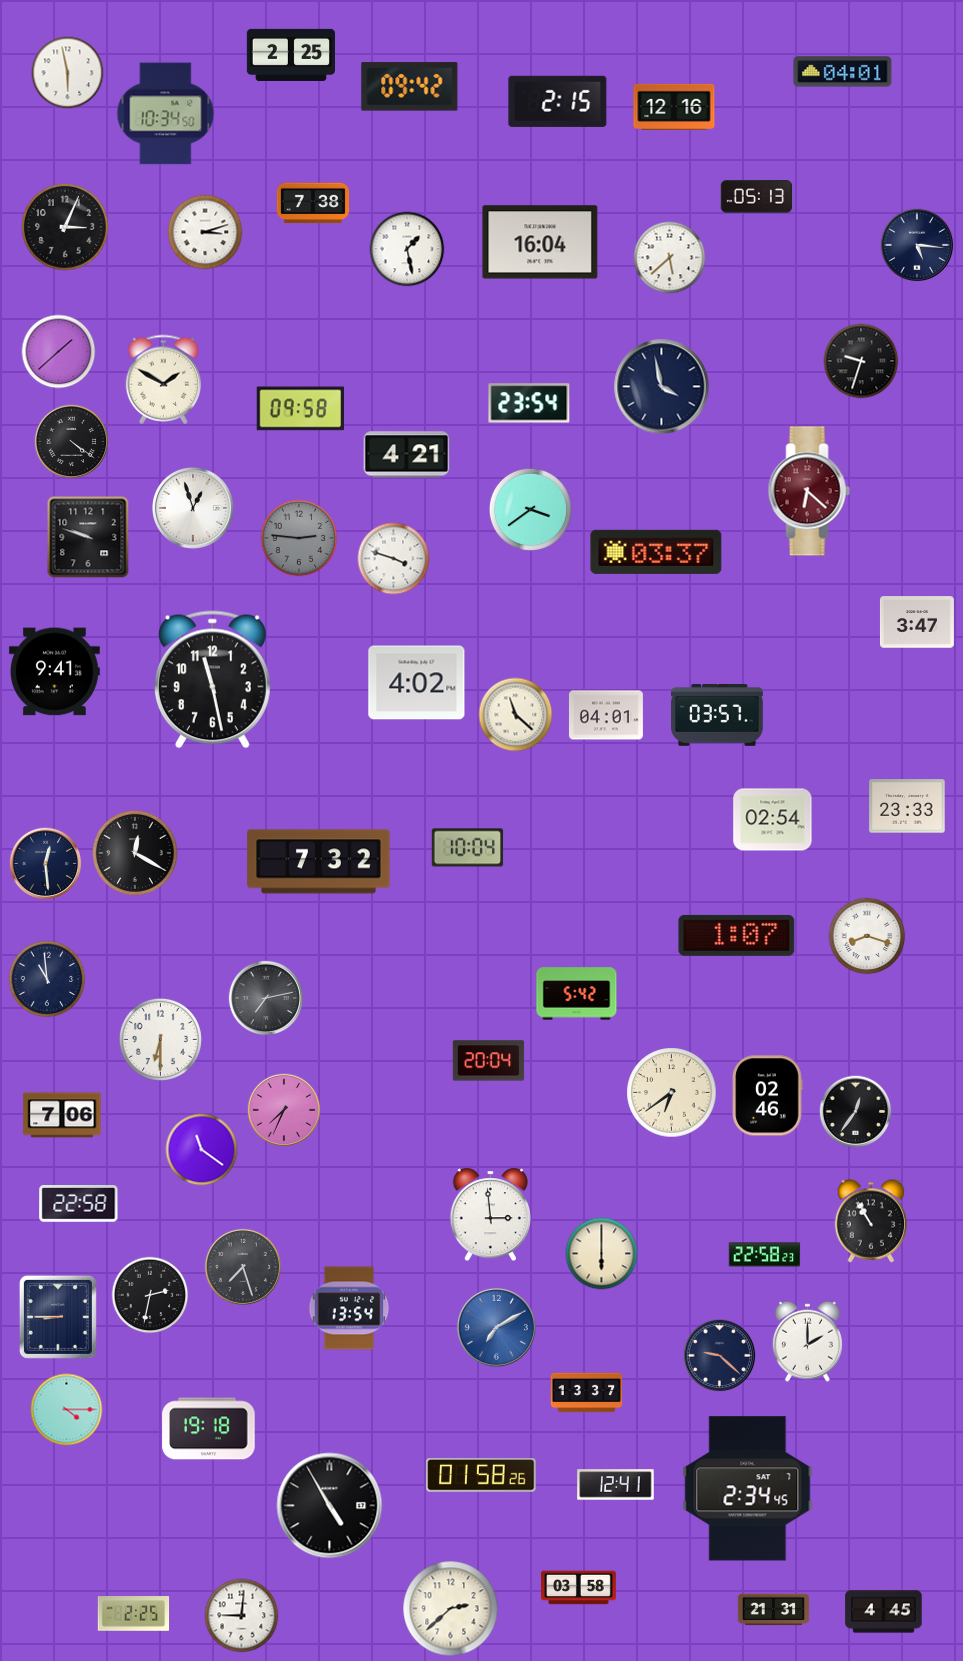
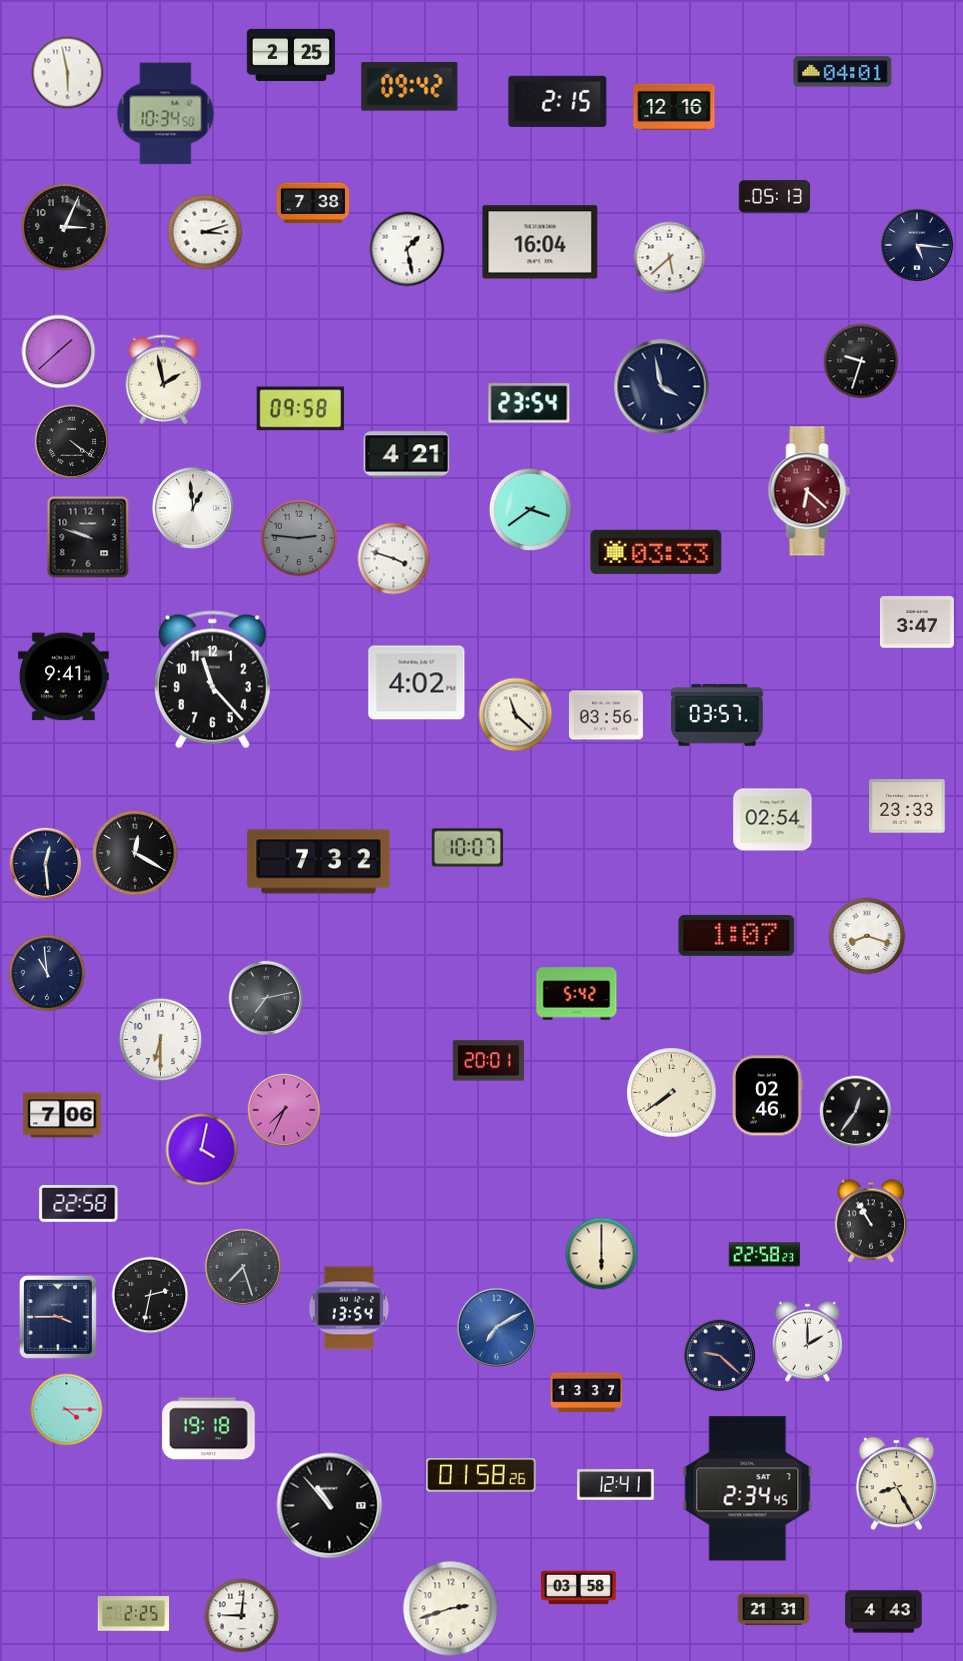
clock at (757, 197) position: (757, 197) -> (775, 197)
clock at (164, 380): 1:50 -> 1:58
clock at (193, 508): 12:57 -> 12:59
clock at (656, 552): 03:37 -> 03:33
clock at (54, 672) position: (54, 672) -> (63, 677)
clock at (212, 680): 11:28 -> 11:23
clock at (606, 715): 04:01 -> 03:56
clock at (468, 848): 10:04 -> 10:07
clock at (47, 979) position: (47, 979) -> (47, 973)
clock at (489, 1061): 20:04 -> 20:01
clock at (672, 1093): 6:39 -> 7:39
clock at (202, 1150): 11:21 -> 4:02
clock at (490, 1215): 2:59 -> none
clock at (58, 1317): 8:45 -> 3:45
clock at (896, 1484): none -> 8:25
clock at (330, 1506): 4:55 -> 10:53
clock at (451, 1609): 2:38 -> 2:42
clock at (884, 1612): 4:45 -> 4:43
